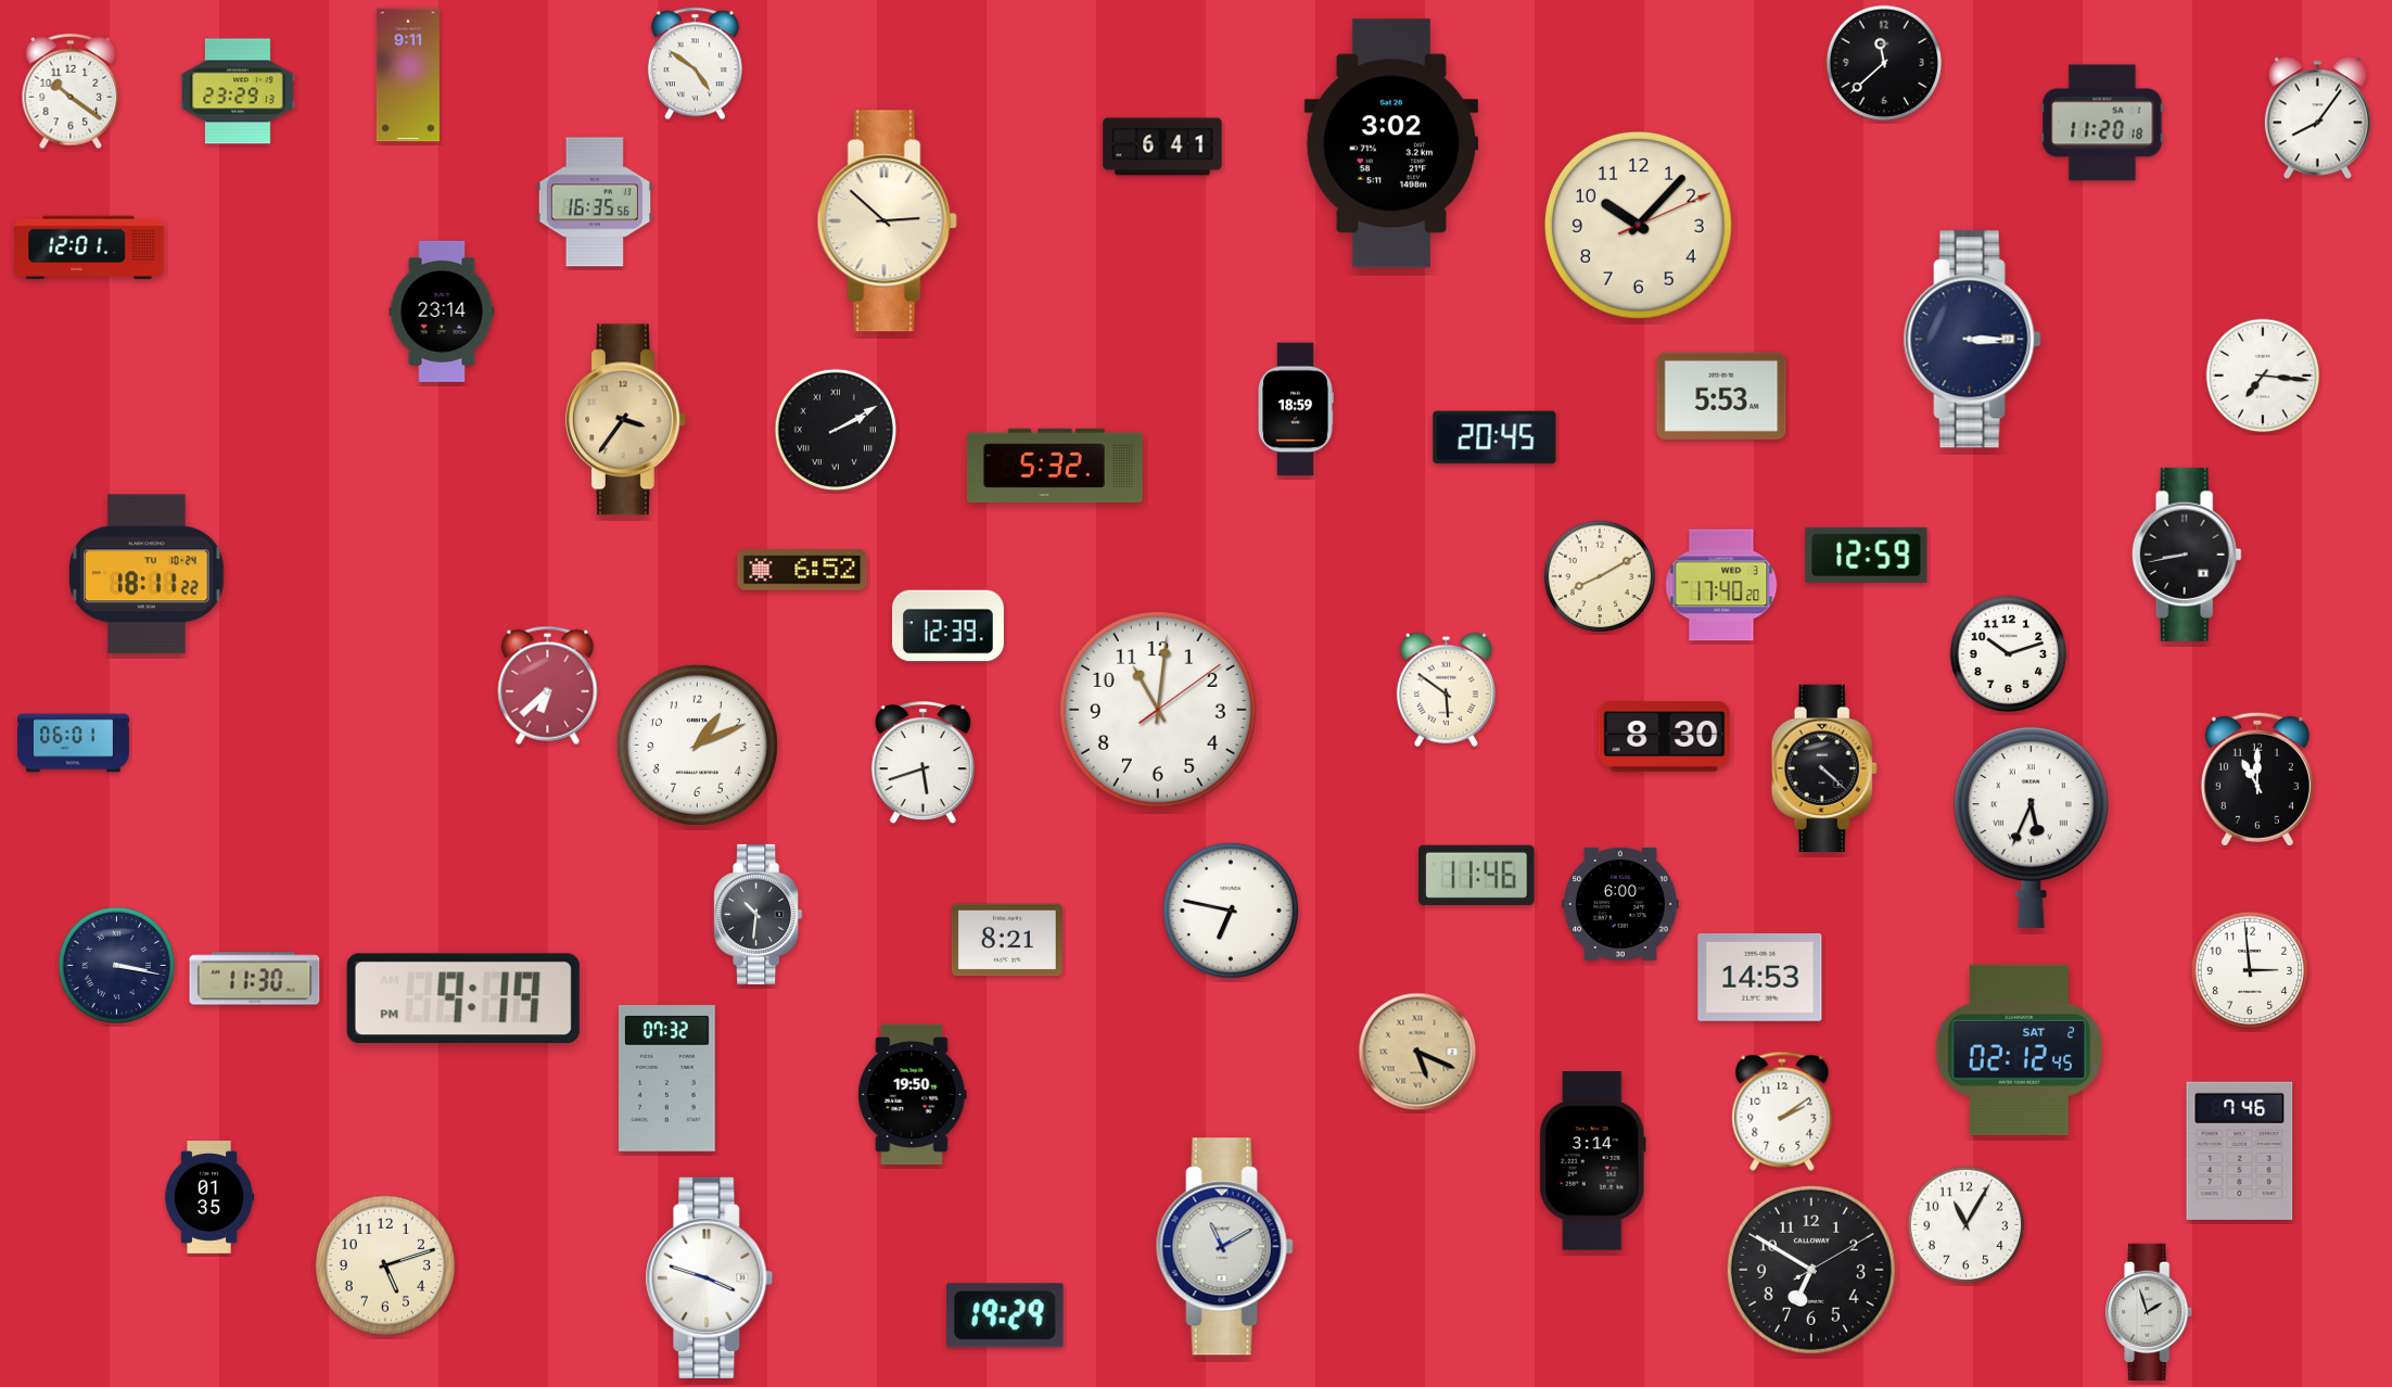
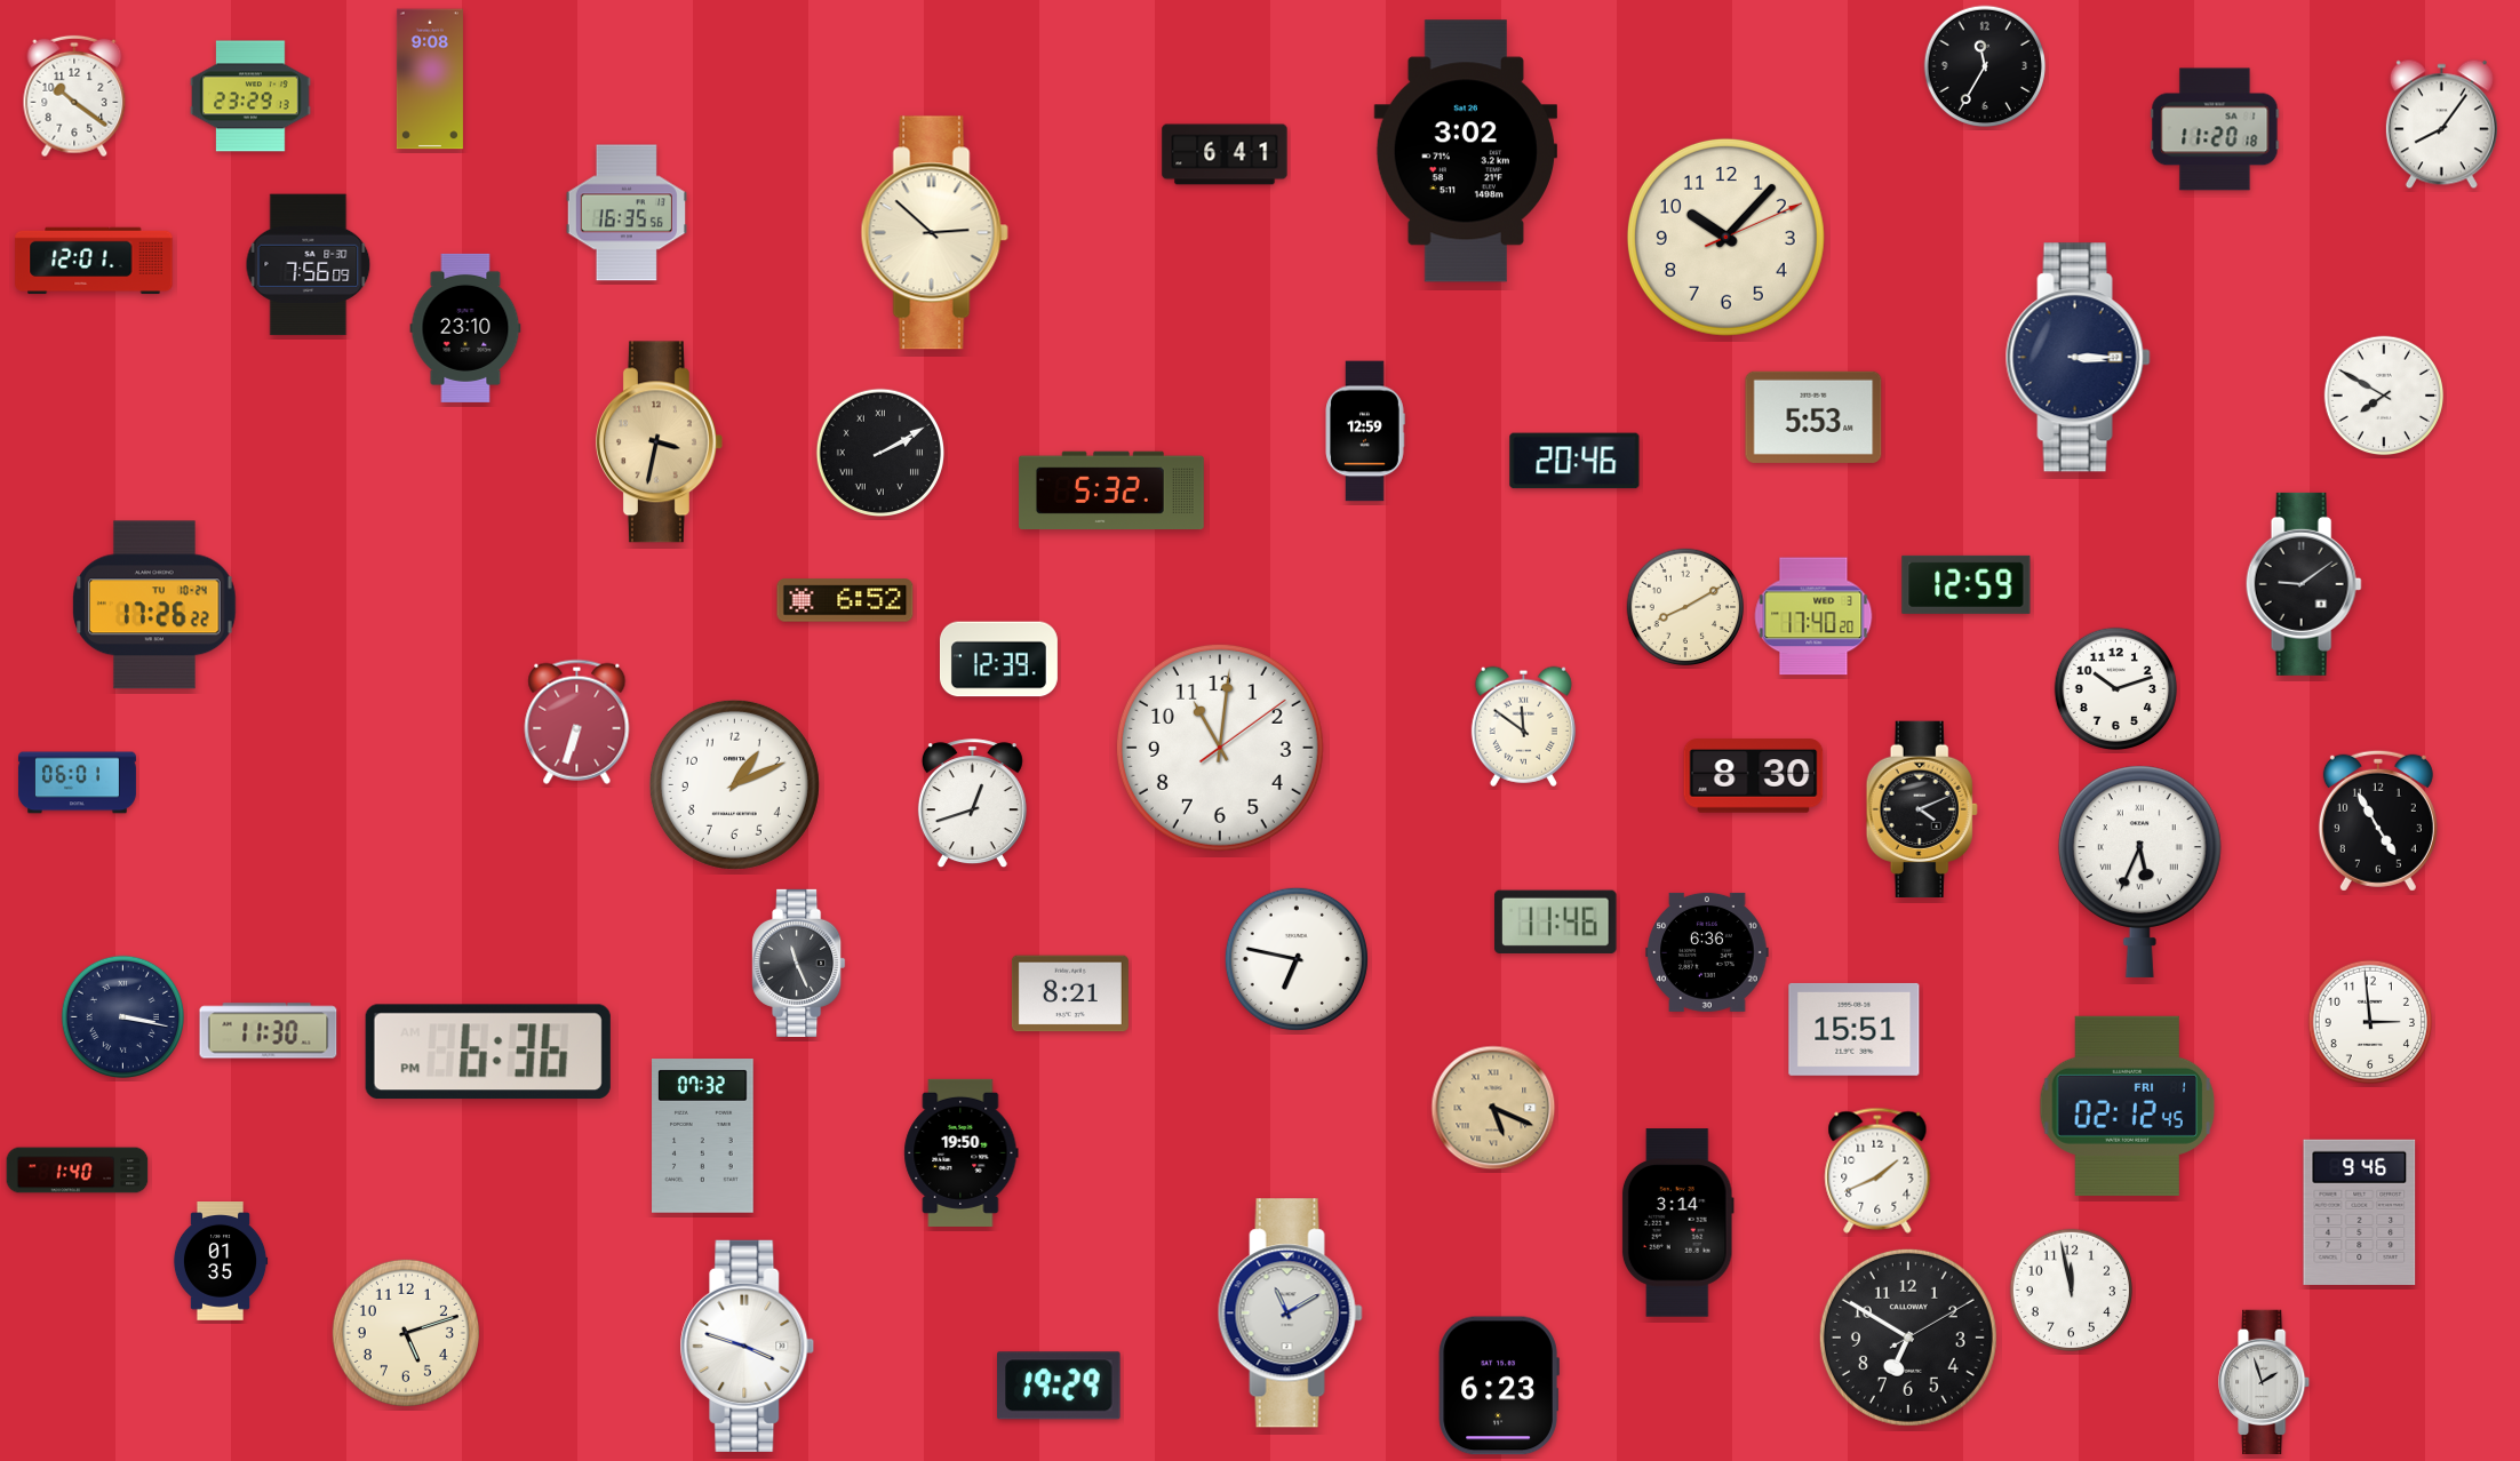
clock at (1884, 63): 11:38 -> 11:35
clock at (695, 64): 4:51 -> none
clock at (408, 75): 9:11 -> 9:08
clock at (309, 265): none -> 7:56
clock at (442, 311): 23:14 -> 23:10
clock at (2263, 376): 7:16 -> 7:50
clock at (1296, 409): 18:59 -> 12:59
clock at (625, 420): 3:36 -> 3:32
clock at (1494, 437): 20:45 -> 20:46
clock at (2187, 555): 8:43 -> 9:09
clock at (147, 574): 18:11 -> 17:26
clock at (548, 685): 6:38 -> 6:33
clock at (1446, 689): 5:51 -> 11:51
clock at (923, 763): 5:42 -> 12:42
clock at (1824, 767): 4:22 -> 4:11
clock at (2257, 779): 11:00 -> 4:55
clock at (1620, 904): 6:00 -> 6:36
clock at (759, 914): 10:31 -> 11:26
clock at (1007, 940) position: (1007, 940) -> (1070, 993)
clock at (1760, 977): 14:53 -> 15:51
clock at (463, 998): 9:19 -> 6:36
clock at (2020, 1049) date: SAT 2 -> FRI 1
clock at (78, 1171): none -> 1:40
clock at (1782, 1111): 2:09 -> 1:41
clock at (2240, 1150): 7:46 -> 9:46
clock at (1965, 1224): 11:05 -> 11:58
clock at (1499, 1386): none -> 6:23
